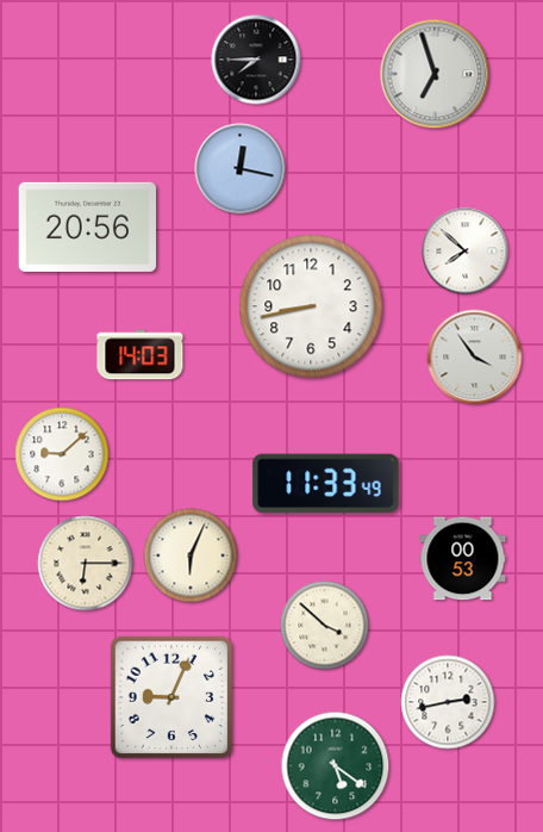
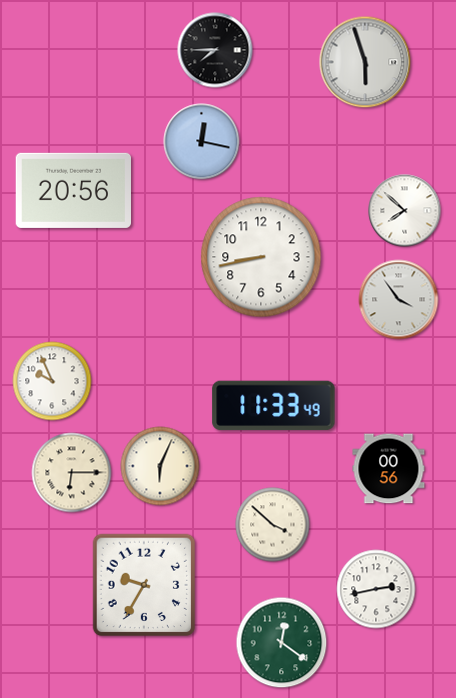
clock at (435, 74): 6:57 -> 5:57
clock at (466, 252) position: (466, 252) -> (405, 211)
clock at (141, 355): 14:03 -> none
clock at (62, 454): 9:08 -> 9:56
clock at (463, 559): 00:53 -> 00:56
clock at (171, 697): 9:04 -> 9:35
clock at (336, 766): 5:21 -> 12:21
